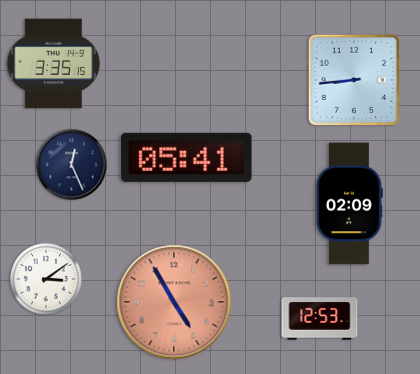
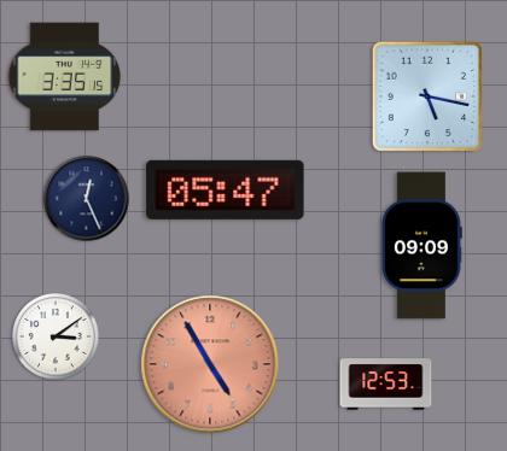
clock at (353, 79): 8:44 -> 5:17
clock at (187, 157): 05:41 -> 05:47
clock at (350, 204): 02:09 -> 09:09
